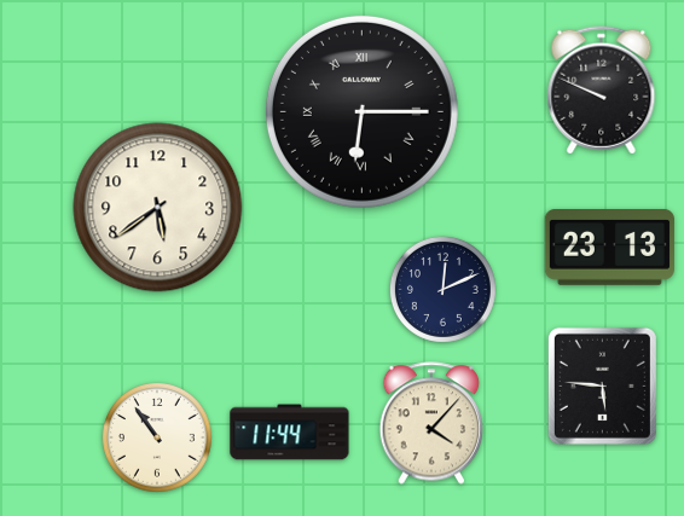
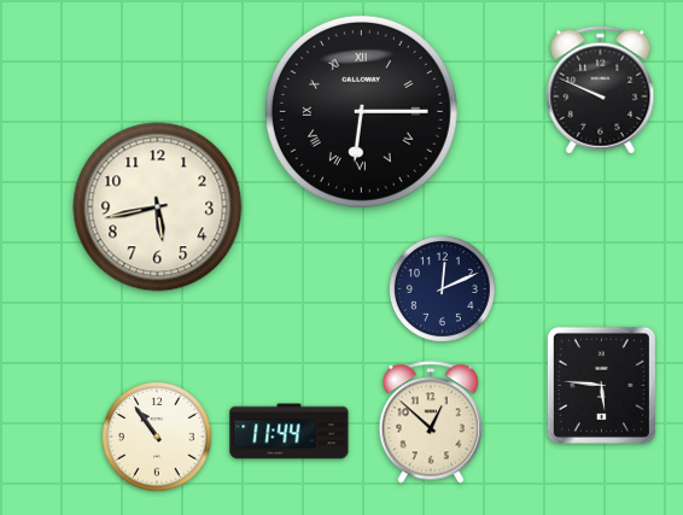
clock at (158, 208): 5:39 -> 5:43
clock at (609, 248): 23:13 -> none
clock at (431, 423): 4:07 -> 12:52
